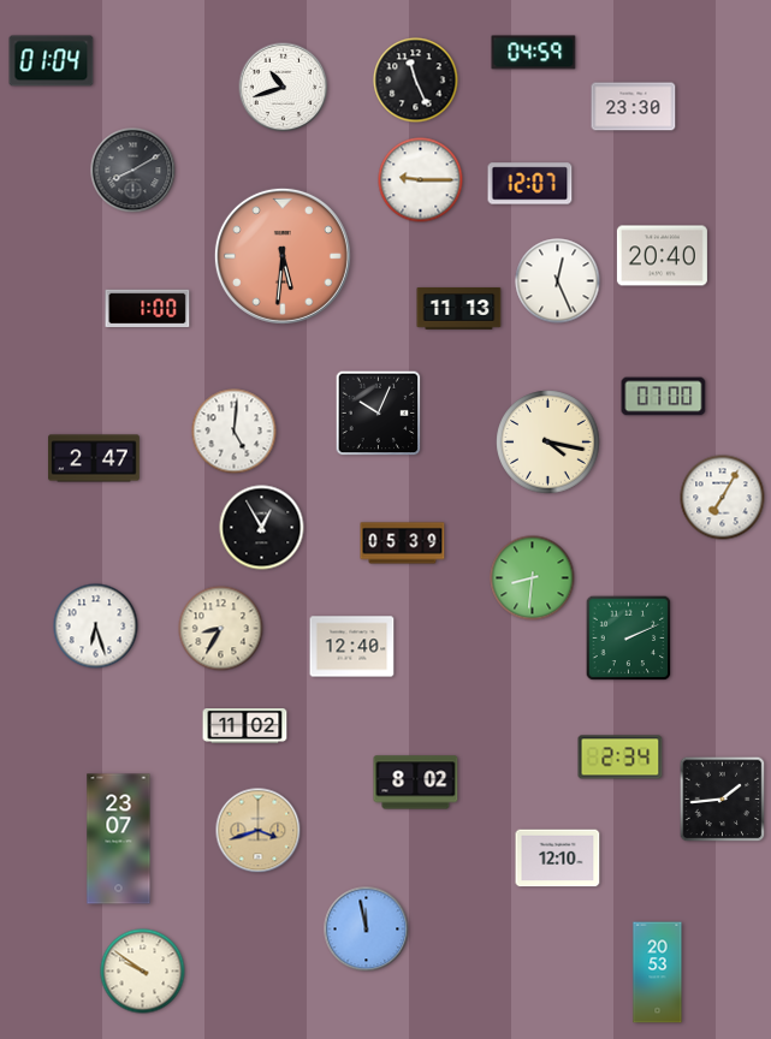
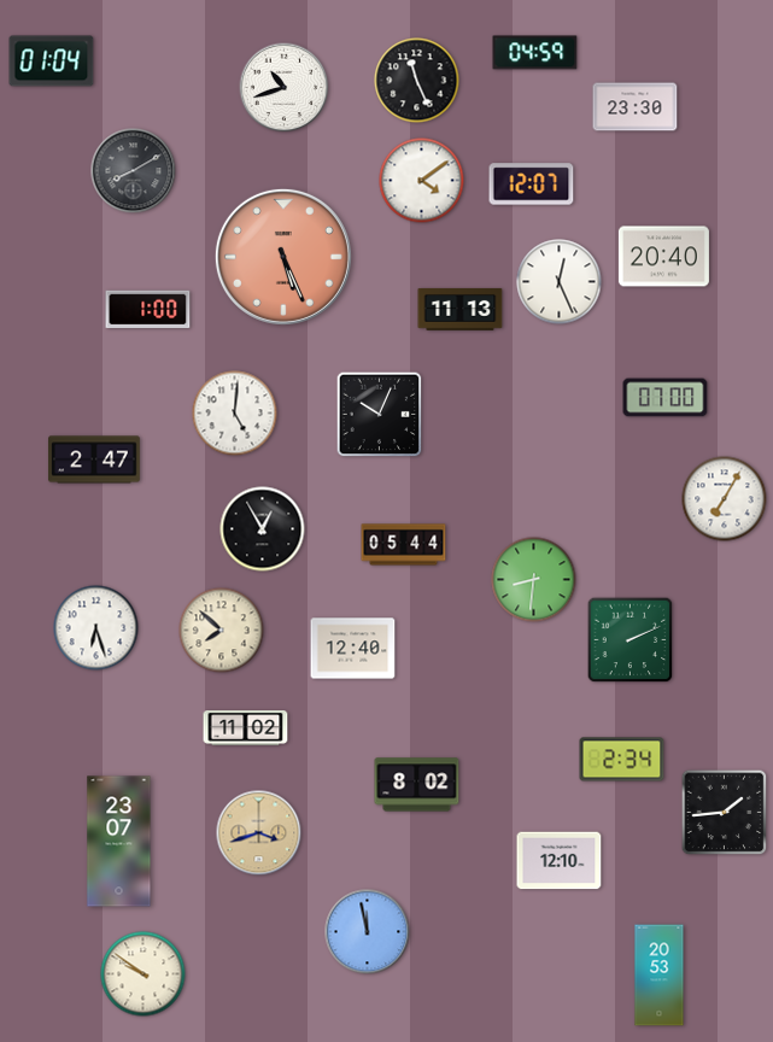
clock at (421, 180): 9:15 -> 4:09
clock at (283, 256): 5:31 -> 5:26
clock at (235, 432) position: (235, 432) -> (235, 414)
clock at (548, 443): 4:17 -> none
clock at (403, 544): 05:39 -> 05:44
clock at (221, 629): 8:35 -> 7:52
clock at (723, 800) position: (723, 800) -> (725, 813)
